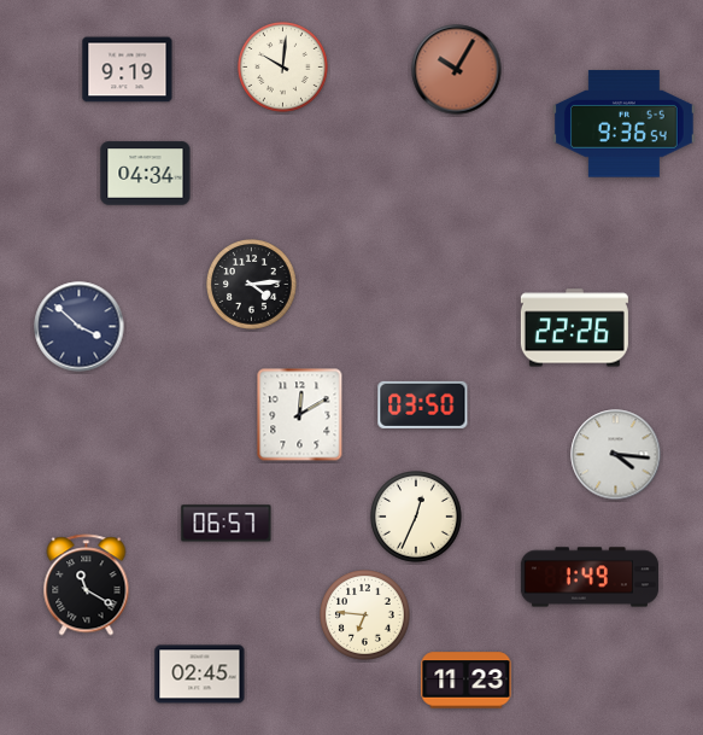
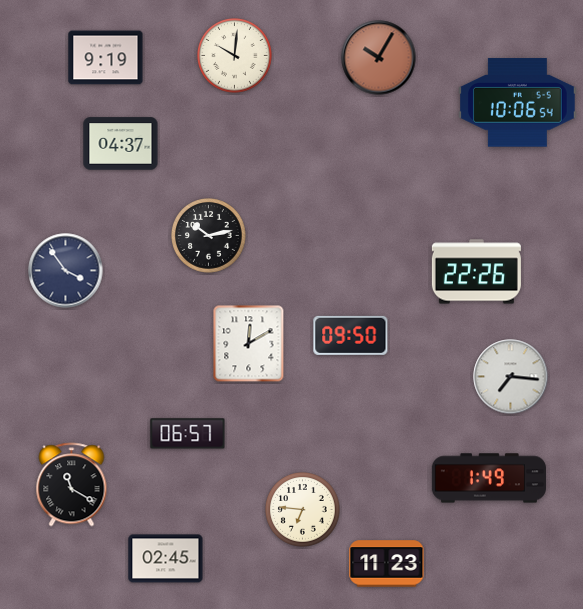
clock at (625, 124): 9:36 -> 10:06
clock at (146, 174): 04:34 -> 04:37
clock at (252, 285): 4:14 -> 10:13
clock at (80, 327): 3:52 -> 3:54
clock at (423, 404): 03:50 -> 09:50
clock at (616, 455): 4:16 -> 7:16
clock at (417, 518): 12:34 -> none
